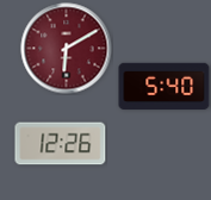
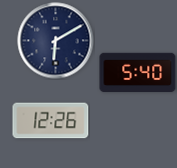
clock at (67, 49) dial: burgundy -> navy
